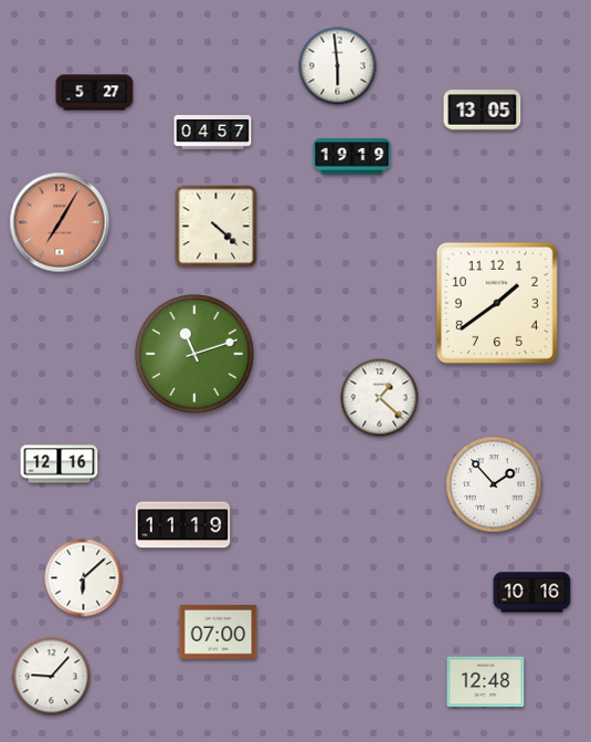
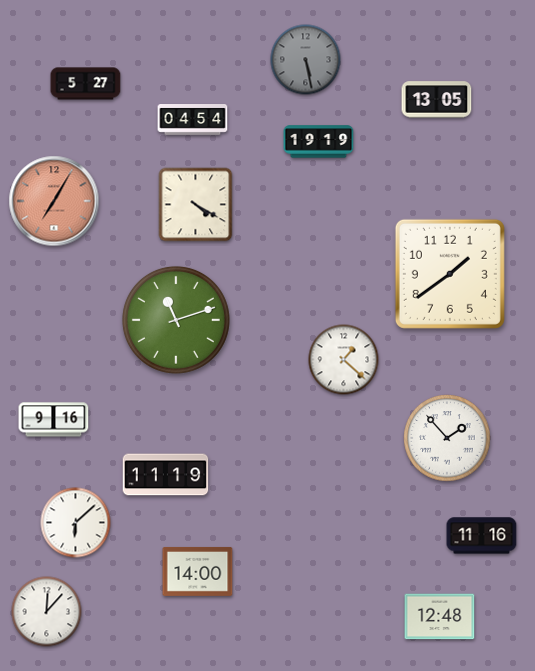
clock at (338, 66): 5:59 -> 5:28
clock at (338, 66) dial: white -> grey
clock at (213, 133): 04:57 -> 04:54
clock at (217, 227): 4:22 -> 4:20
clock at (60, 464): 12:16 -> 9:16
clock at (532, 593): 10:16 -> 11:16
clock at (219, 631): 07:00 -> 14:00
clock at (52, 677): 9:07 -> 12:07
